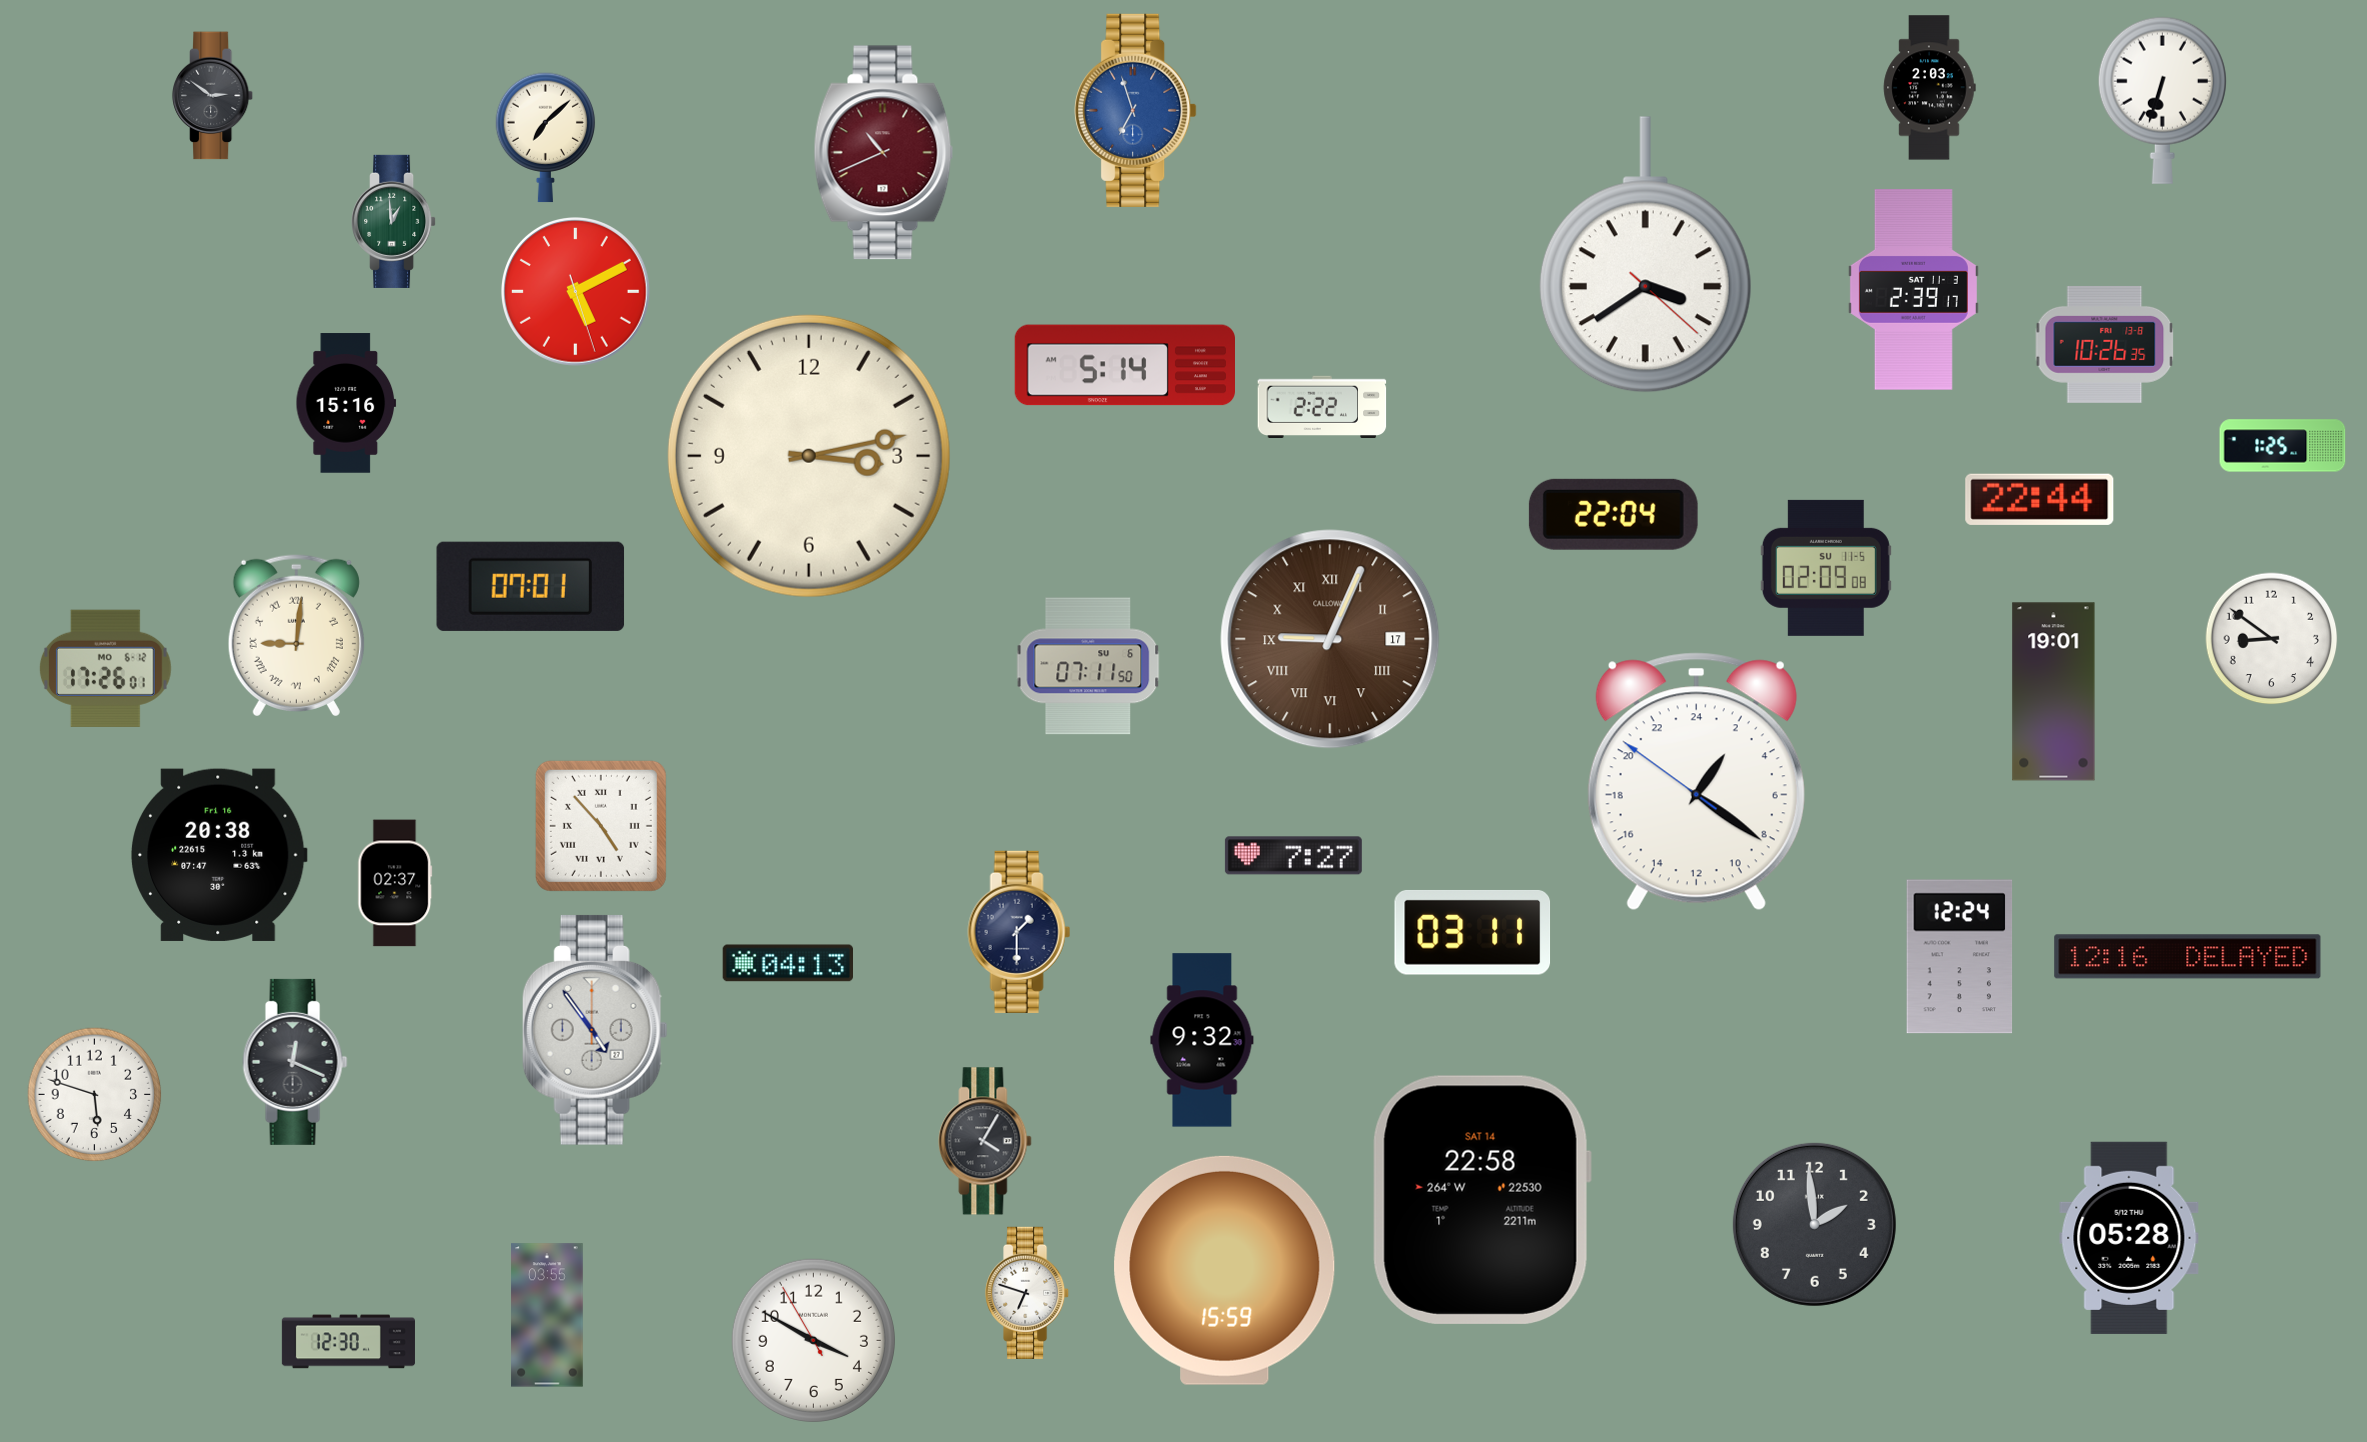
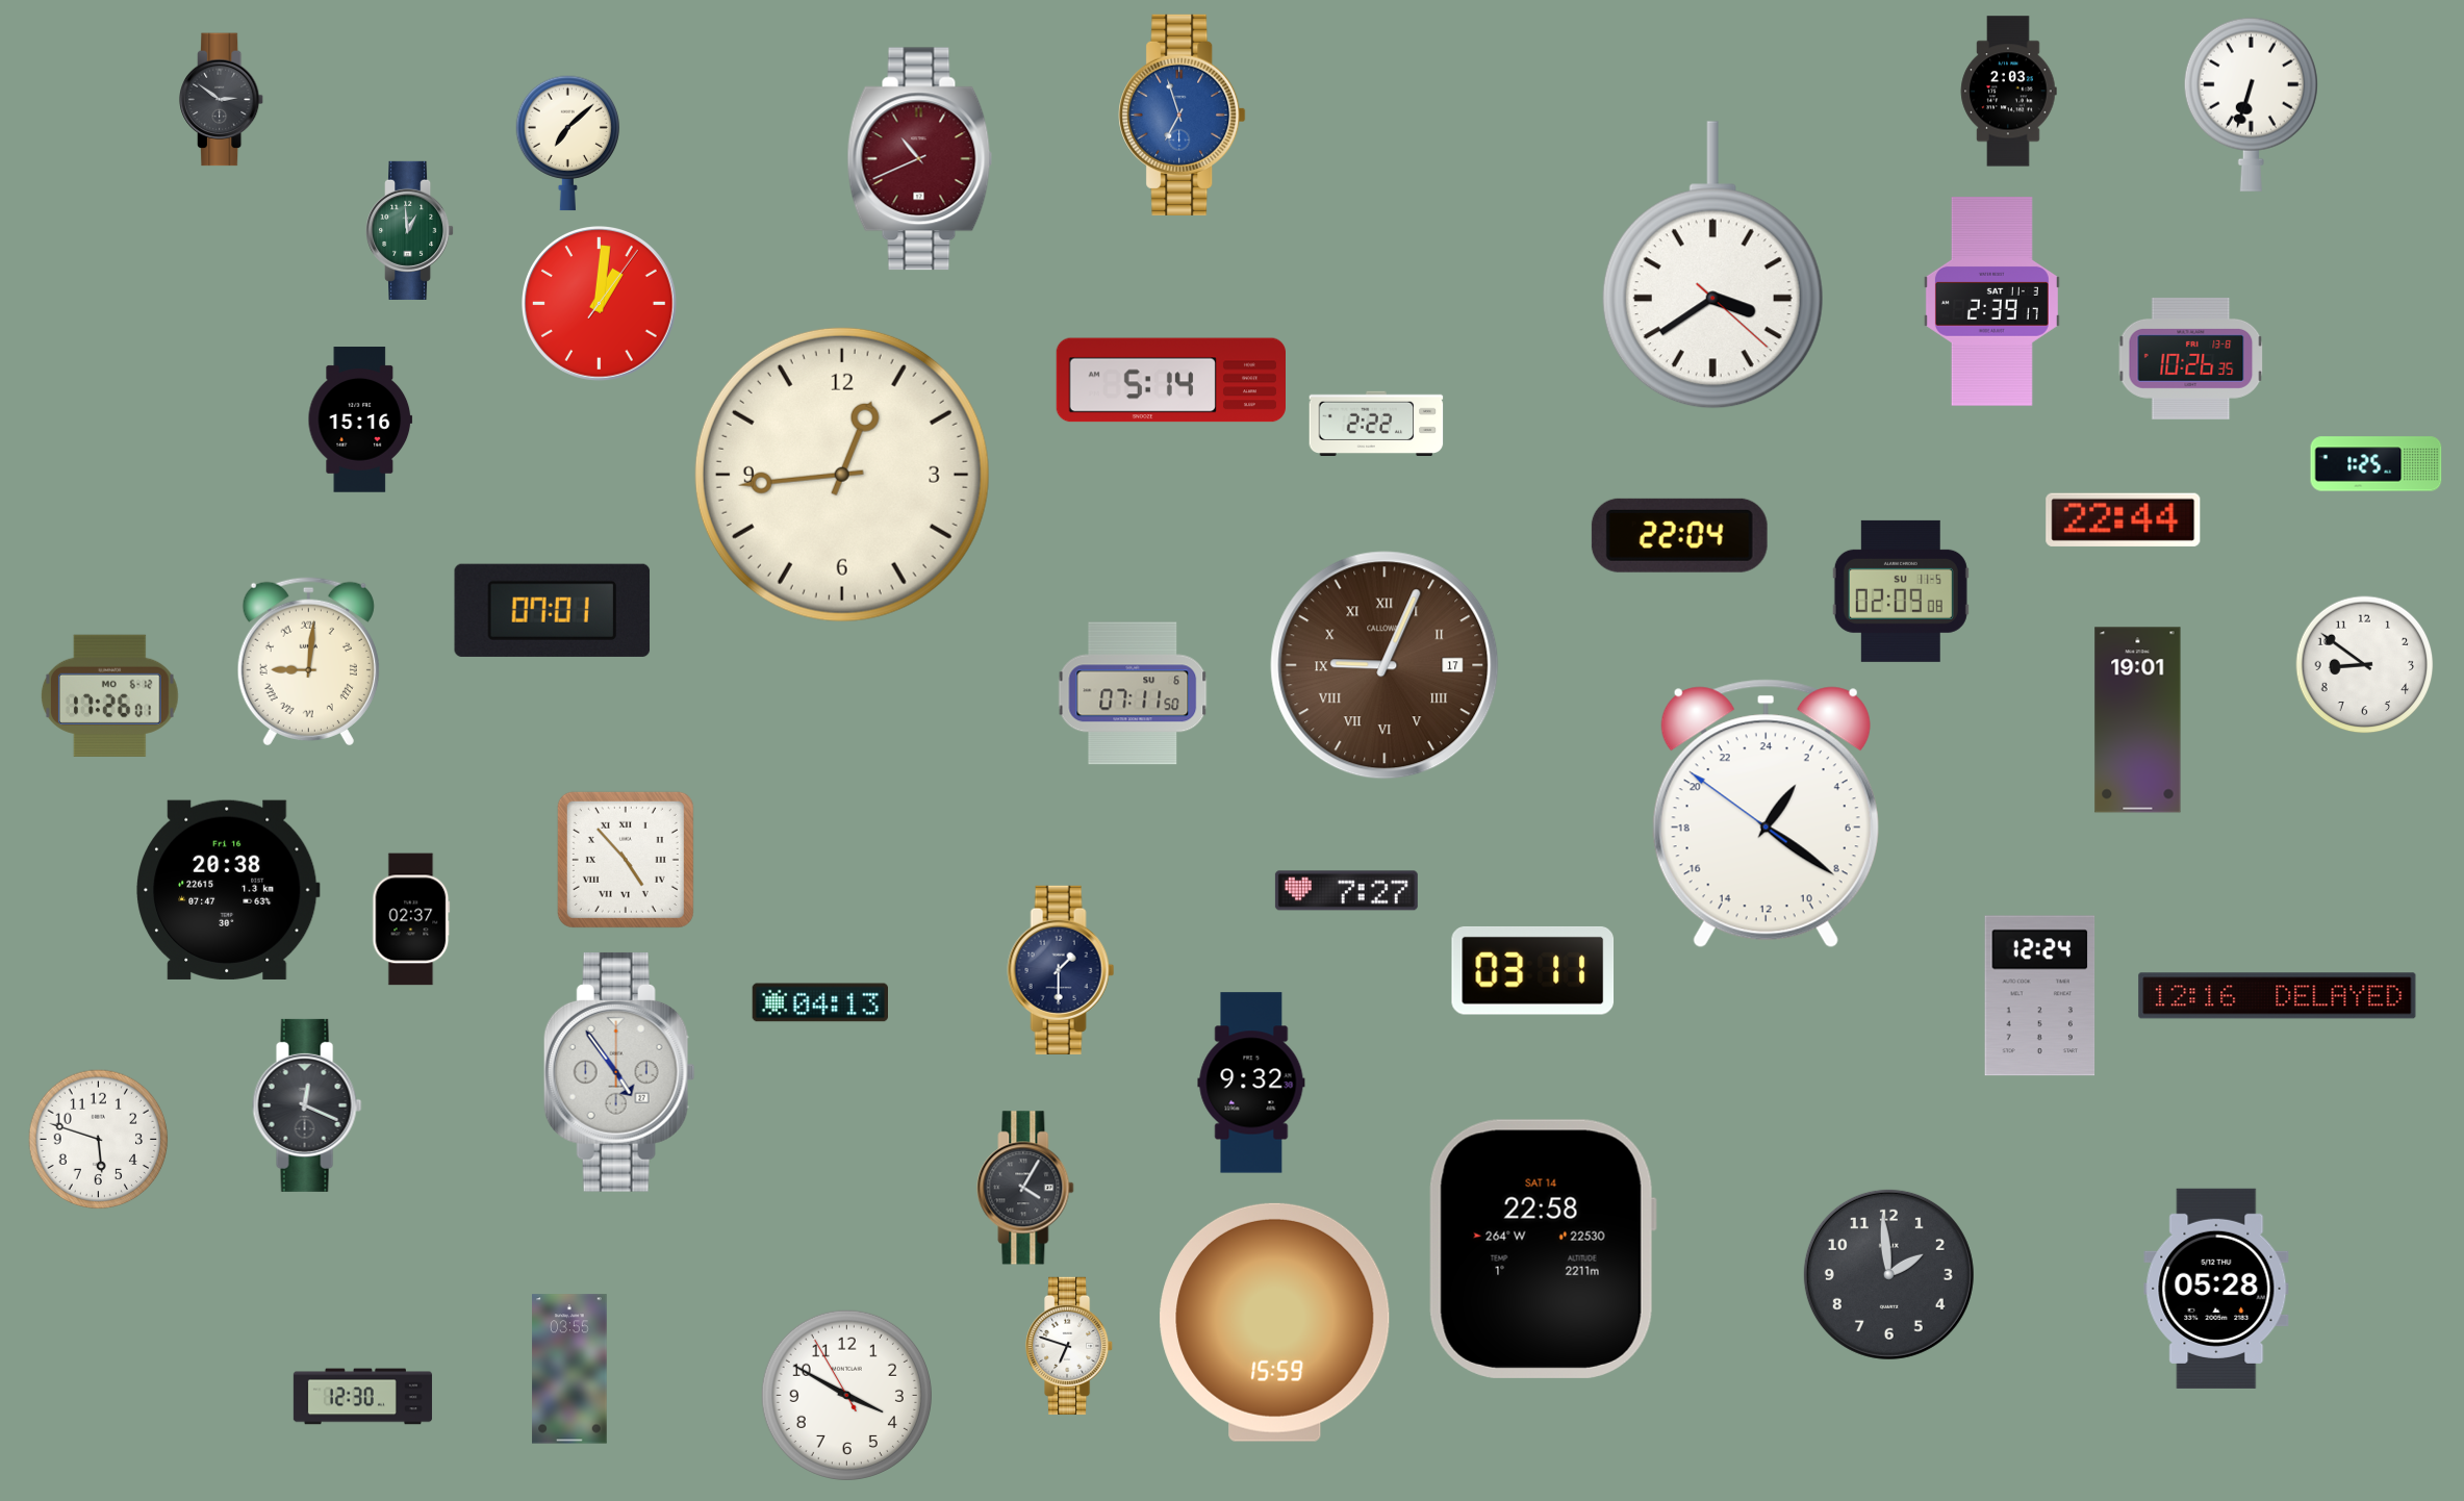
clock at (576, 292): 5:10 -> 1:01
clock at (809, 456): 3:13 -> 12:44
